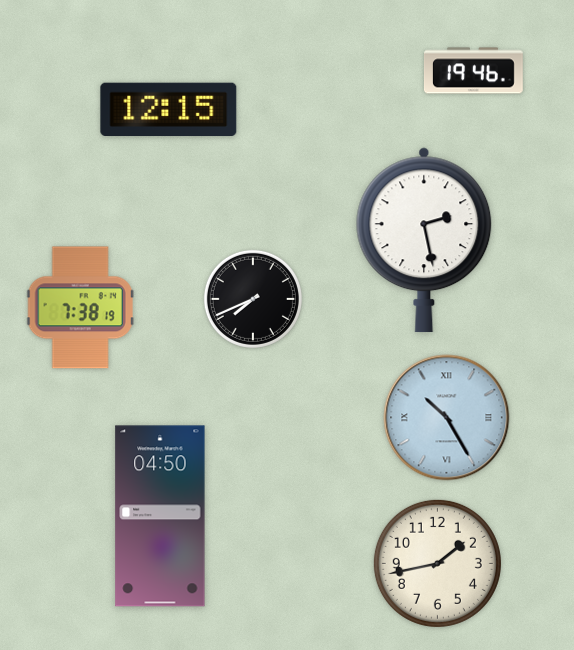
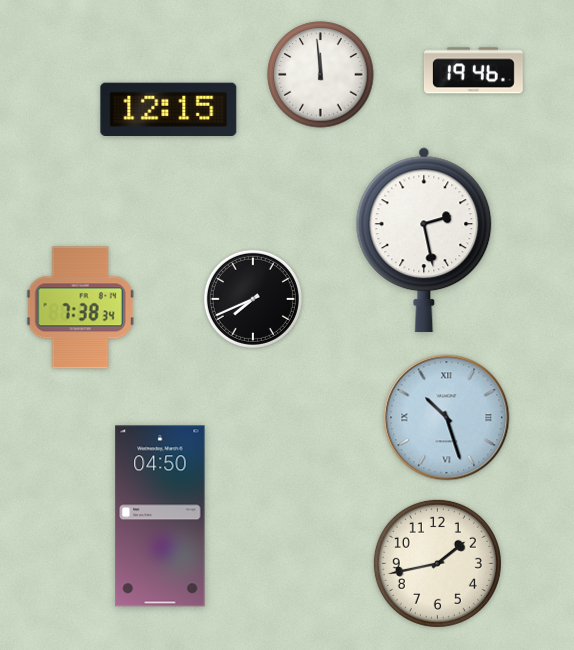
clock at (321, 75): none -> 11:59
clock at (80, 308): 7:38:19 -> 7:38:34
clock at (447, 418): 10:25 -> 10:27
